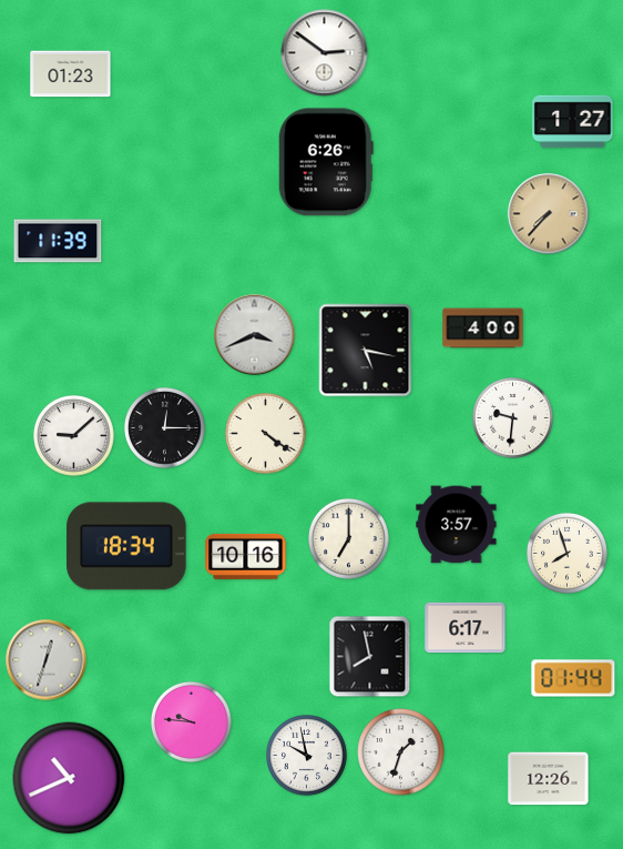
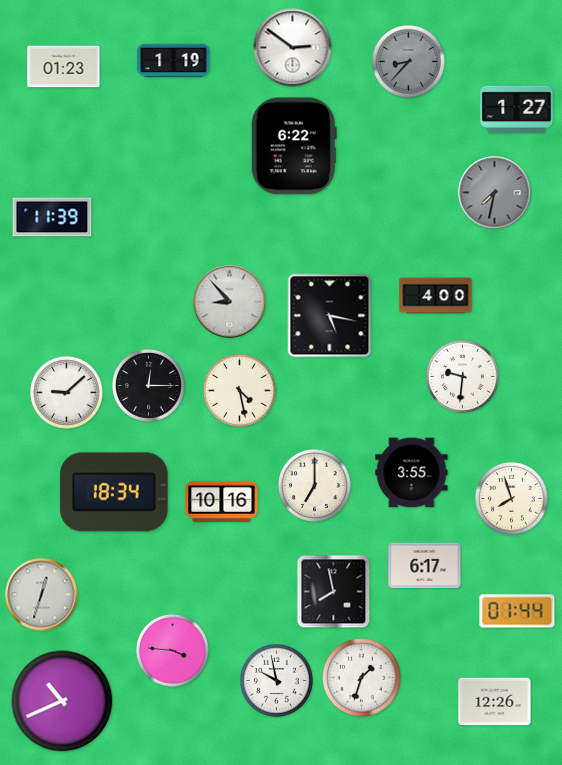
clock at (174, 61): none -> 1:19
clock at (409, 62): none -> 8:37
clock at (326, 162): 6:26 -> 6:22
clock at (549, 214): 7:37 -> 7:32
clock at (549, 214) dial: champagne -> grey
clock at (255, 335): 3:41 -> 8:53
clock at (266, 434): 4:21 -> 4:28
clock at (457, 525): 3:57 -> 3:55
clock at (466, 628) position: (466, 628) -> (425, 566)
clock at (192, 722): 9:46 -> 3:46
